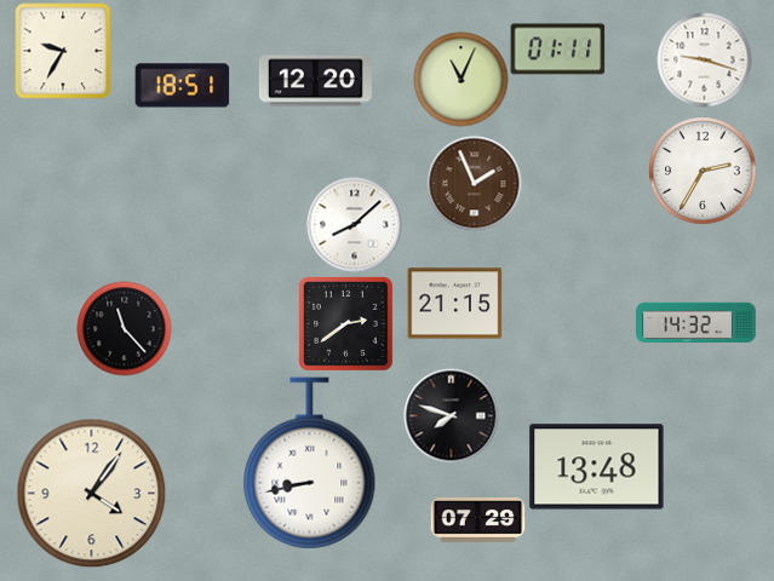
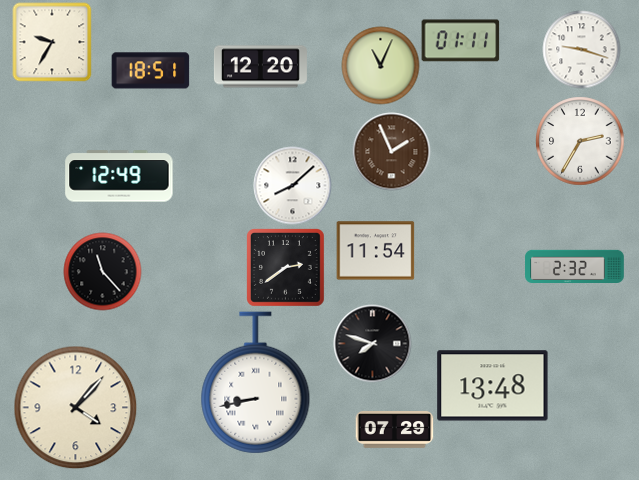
clock at (119, 176): none -> 12:49
clock at (454, 304): 21:15 -> 11:54
clock at (696, 322): 14:32 -> 2:32
clock at (91, 493): 4:06 -> 4:07
